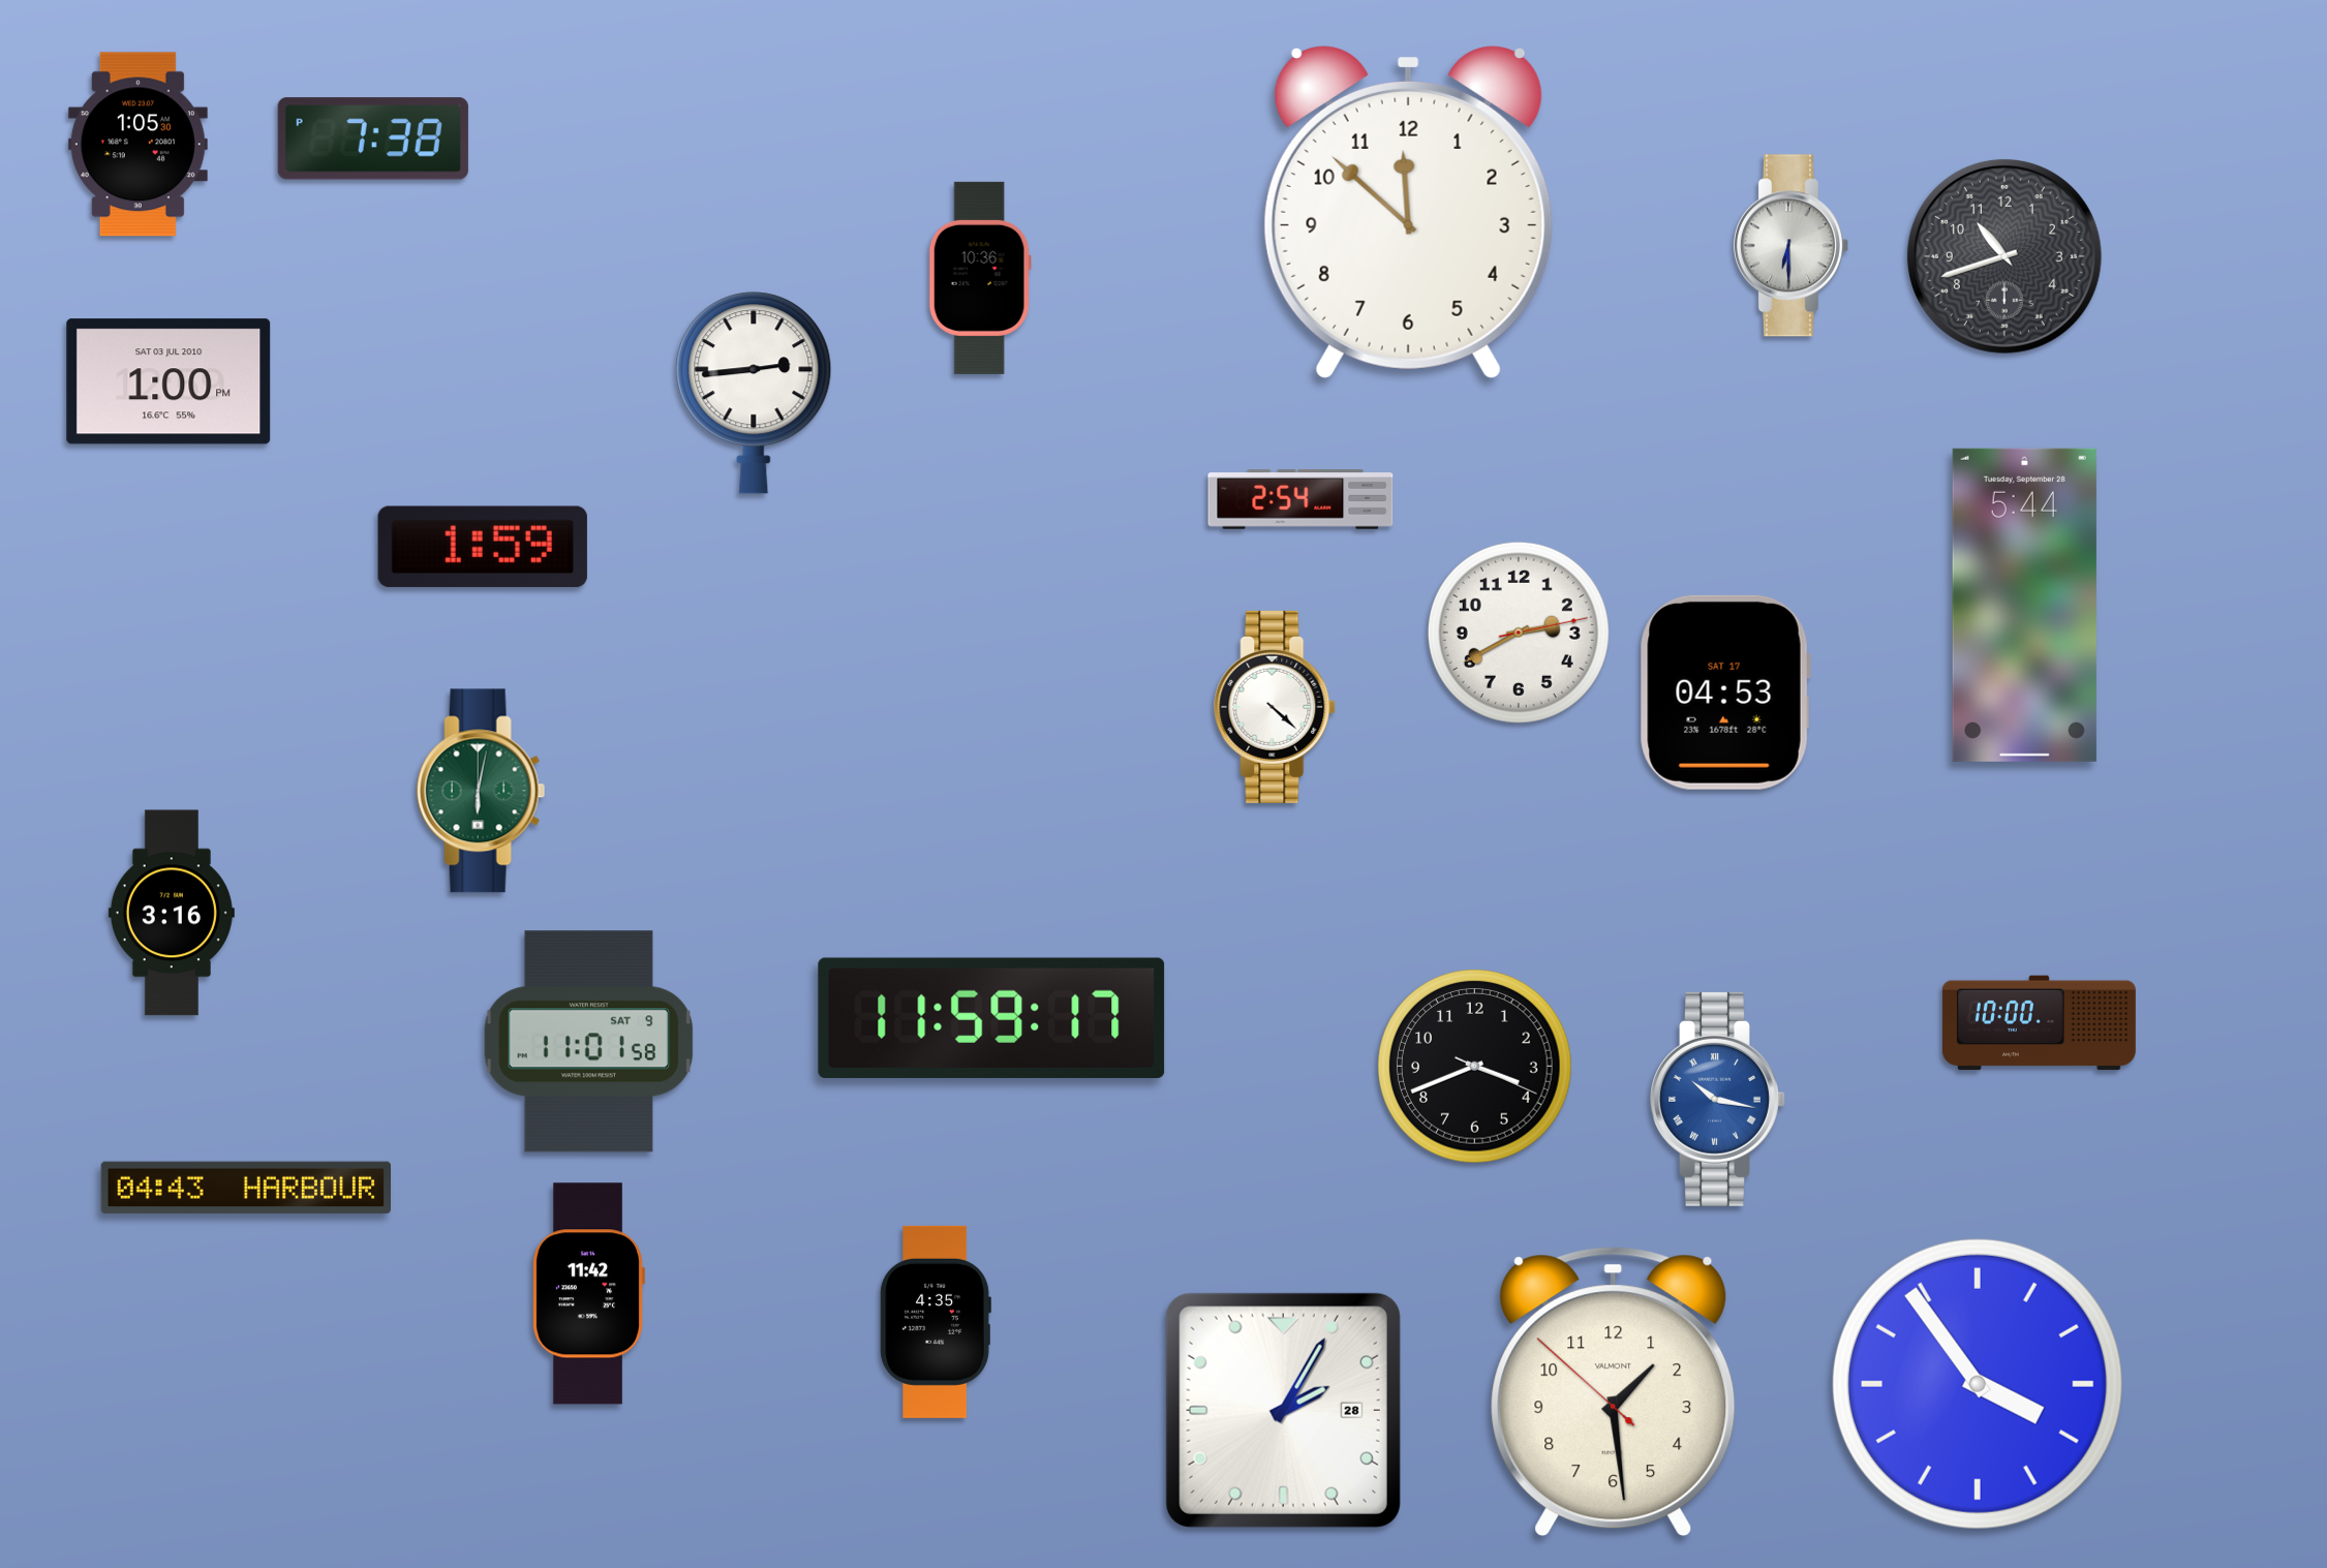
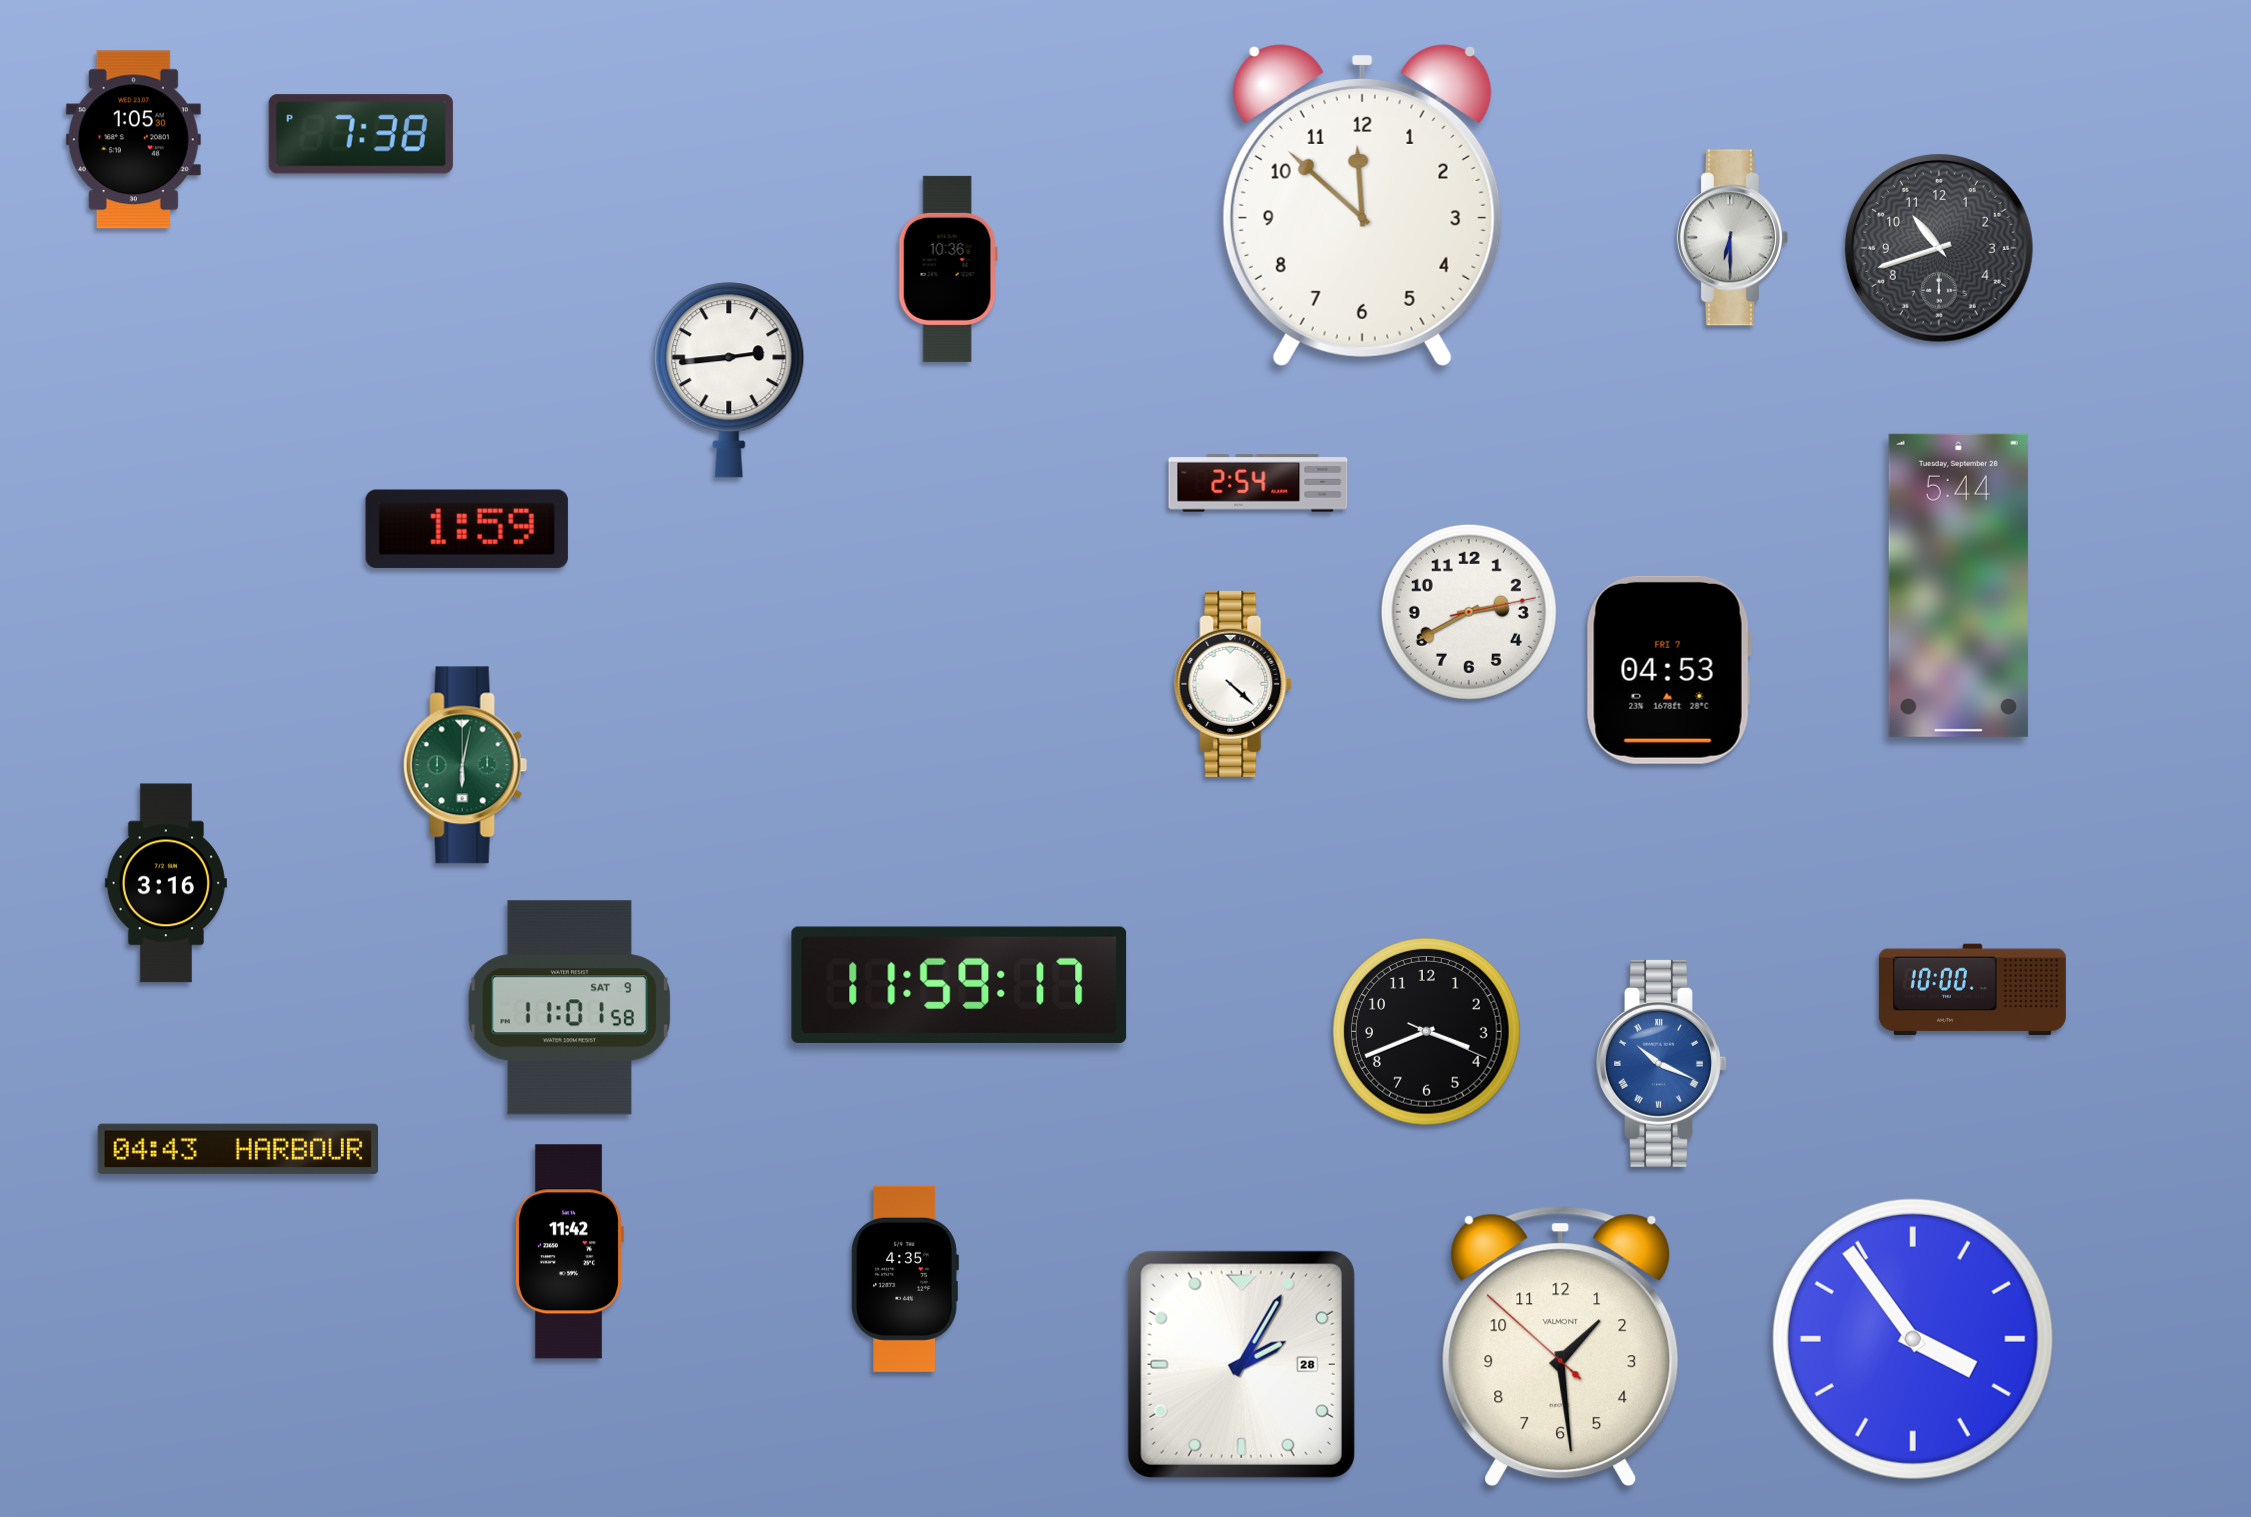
clock at (169, 381): 1:00 -> none
clock at (1725, 693) date: SAT 17 -> FRI 7
clock at (1718, 1099): 10:17 -> 10:19
